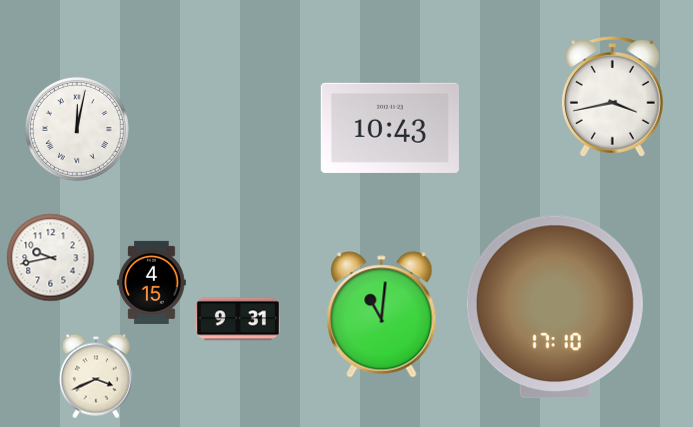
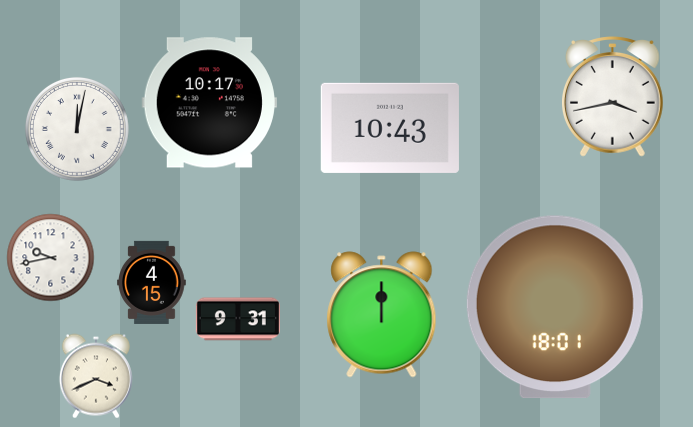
clock at (209, 103): none -> 10:17
clock at (555, 307): 17:10 -> 18:01
clock at (382, 315): 11:01 -> 12:00
